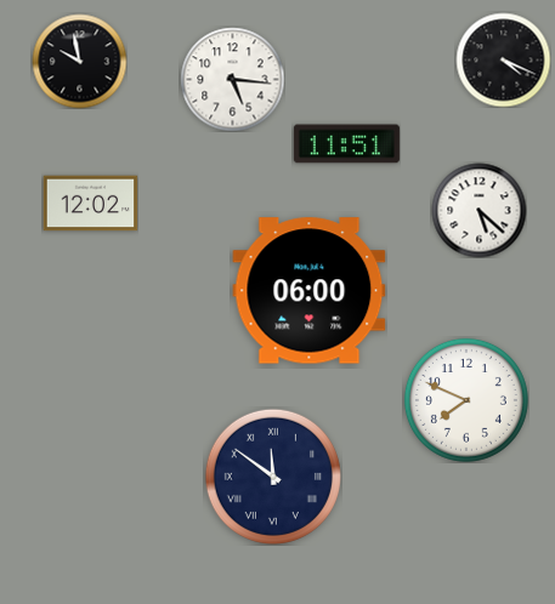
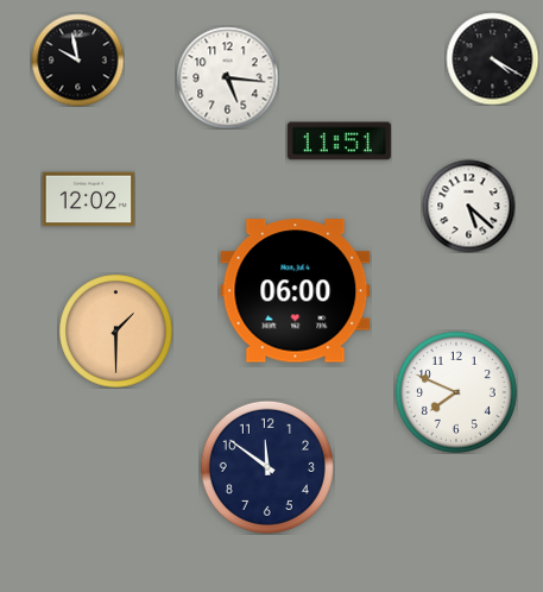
clock at (503, 59): 4:19 -> 4:20
clock at (310, 291) position: (310, 291) -> (296, 291)
clock at (115, 330): none -> 1:30
clock at (273, 477) numerals: Roman -> Arabic
